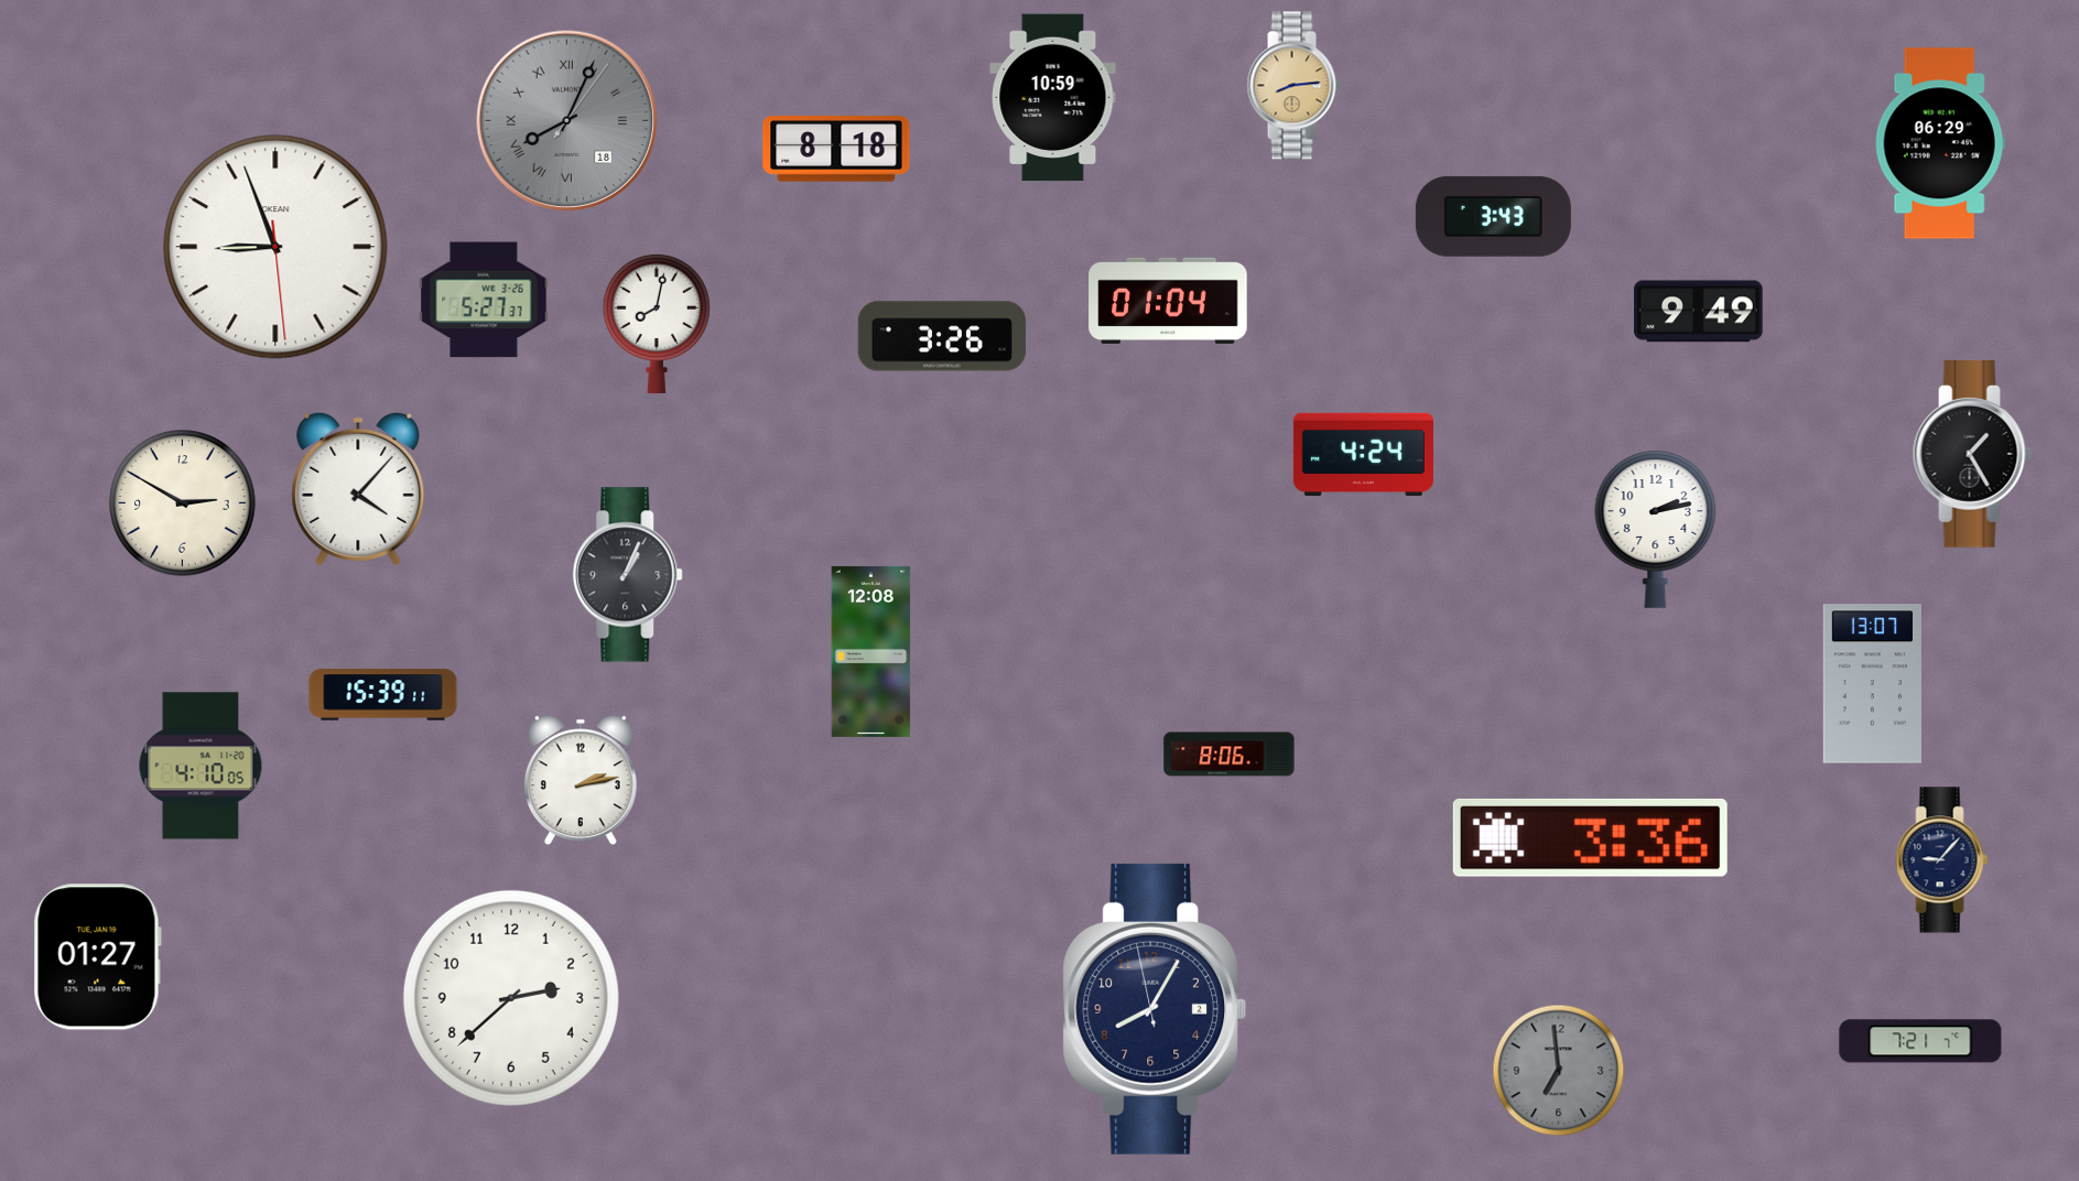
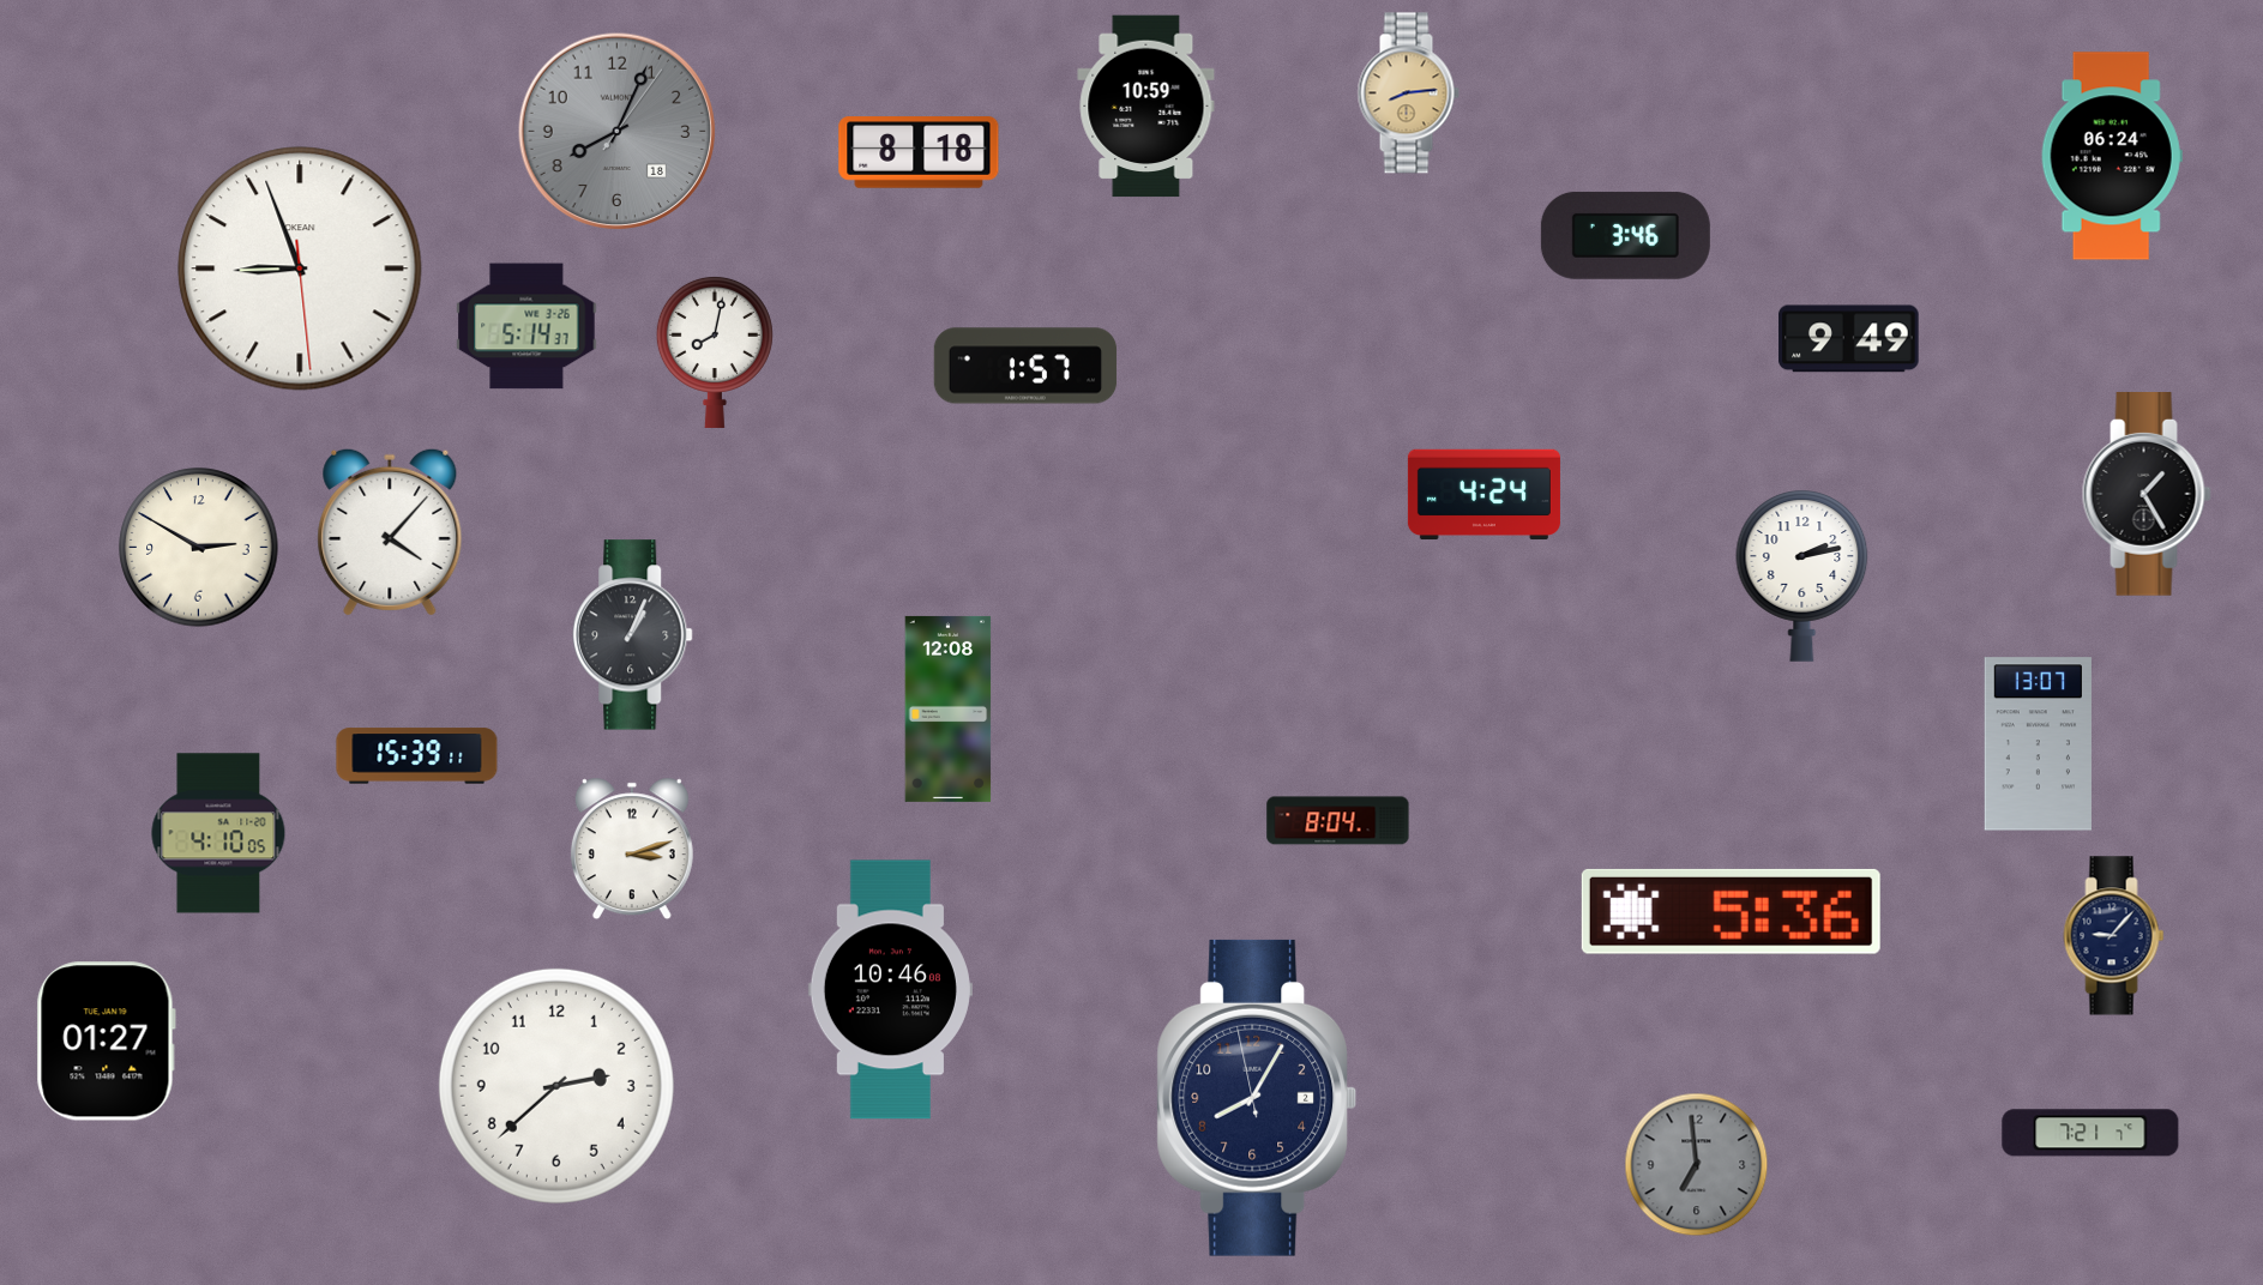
clock at (567, 121) numerals: Roman -> Arabic
clock at (1940, 143): 06:29 -> 06:24
clock at (836, 149) position: (836, 149) -> (919, 152)
clock at (1493, 216): 3:43 -> 3:46
clock at (484, 300): 5:27 -> 5:14
clock at (1168, 301): 01:04 -> none
clock at (942, 336): 3:26 -> 1:57
clock at (628, 575) position: (628, 575) -> (633, 635)
clock at (1230, 755): 8:06 -> 8:04
clock at (581, 780): 2:13 -> 3:12
clock at (1590, 837): 3:36 -> 5:36
clock at (890, 990): none -> 10:46
